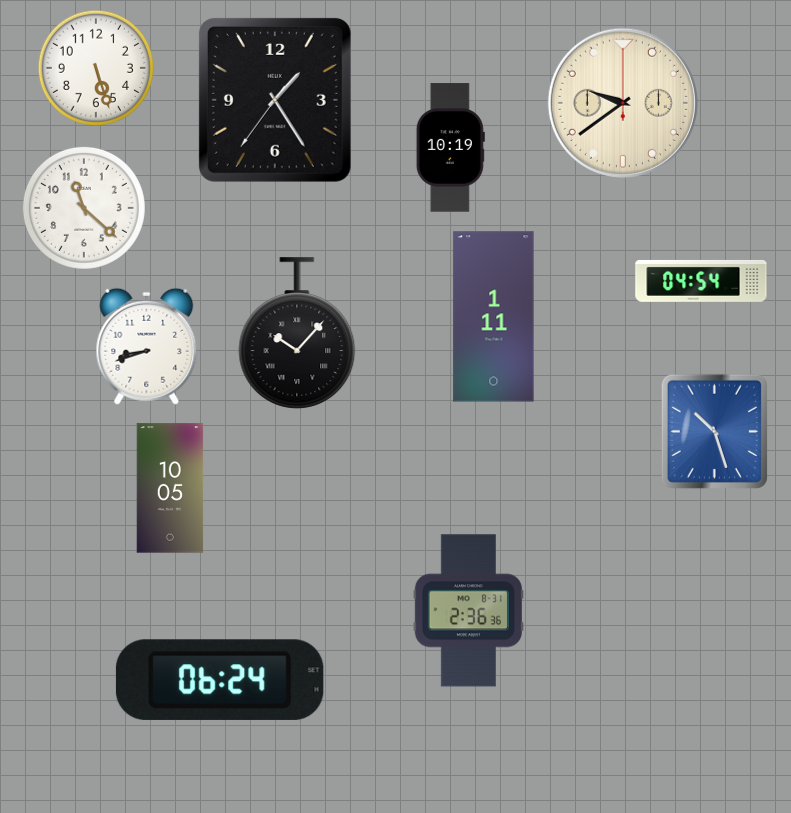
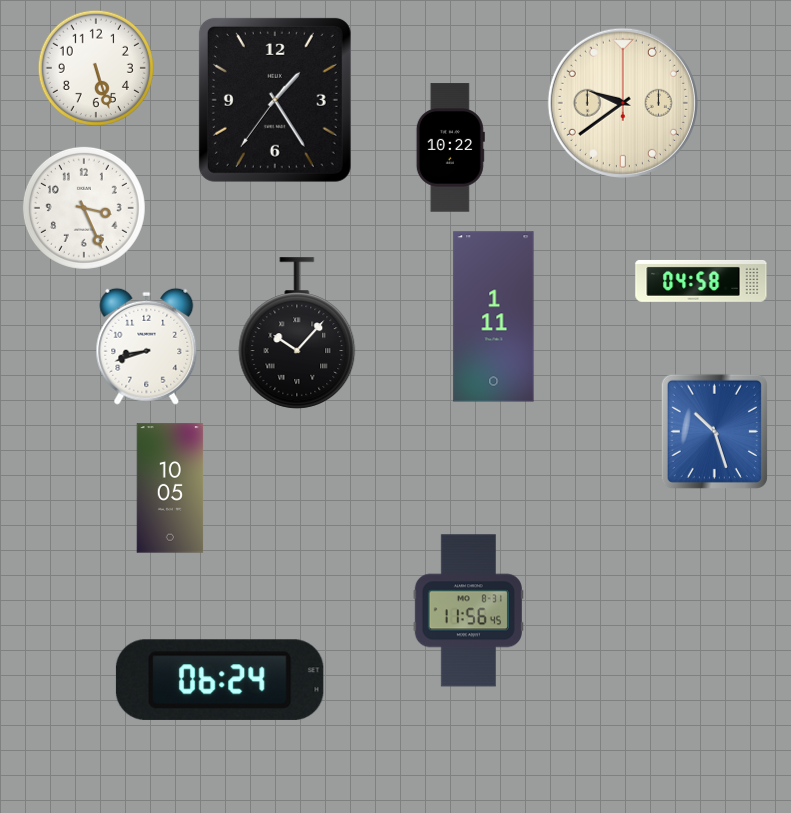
clock at (450, 148): 10:19 -> 10:22
clock at (84, 208): 11:22 -> 3:26
clock at (701, 281): 04:54 -> 04:58
clock at (468, 611): 2:36 -> 11:56
